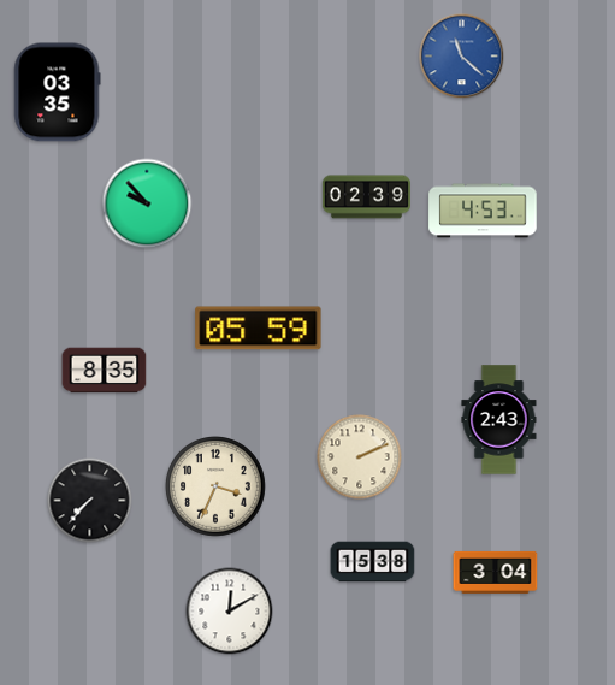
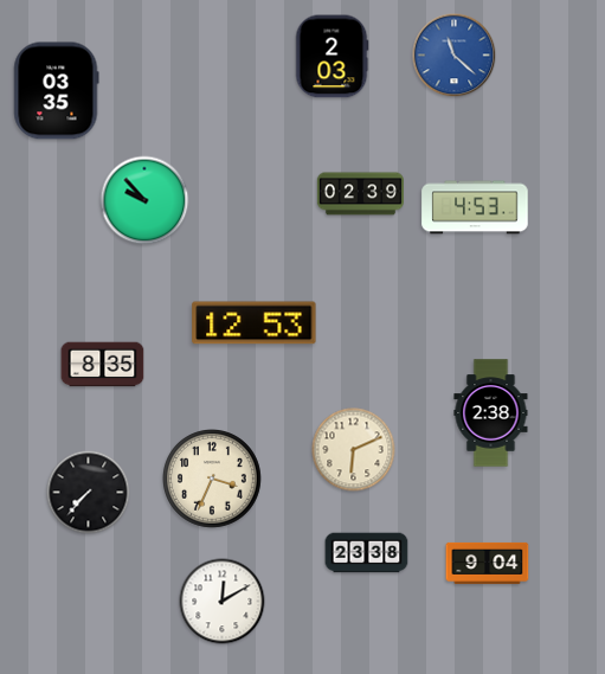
clock at (332, 57): none -> 2:03
clock at (259, 329): 05:59 -> 12:53
clock at (499, 420): 2:43 -> 2:38
clock at (360, 457): 2:11 -> 6:11
clock at (373, 562): 15:38 -> 23:38
clock at (496, 572): 3:04 -> 9:04
clock at (230, 612) position: (230, 612) -> (223, 602)
